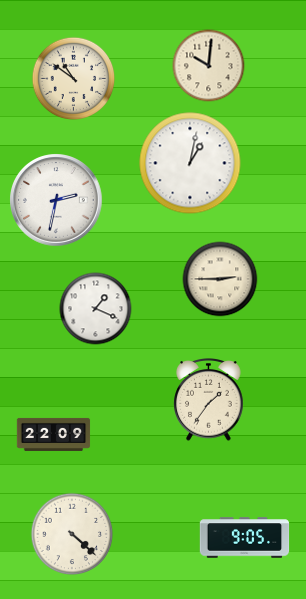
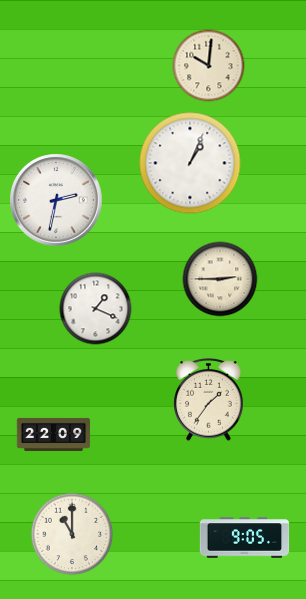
clock at (74, 79): 10:51 -> none
clock at (190, 163): 1:02 -> 1:04
clock at (72, 534): 4:22 -> 11:00
